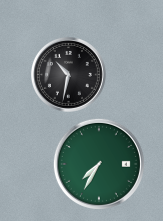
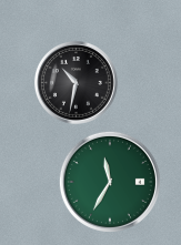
clock at (99, 164): 7:35 -> 11:35
